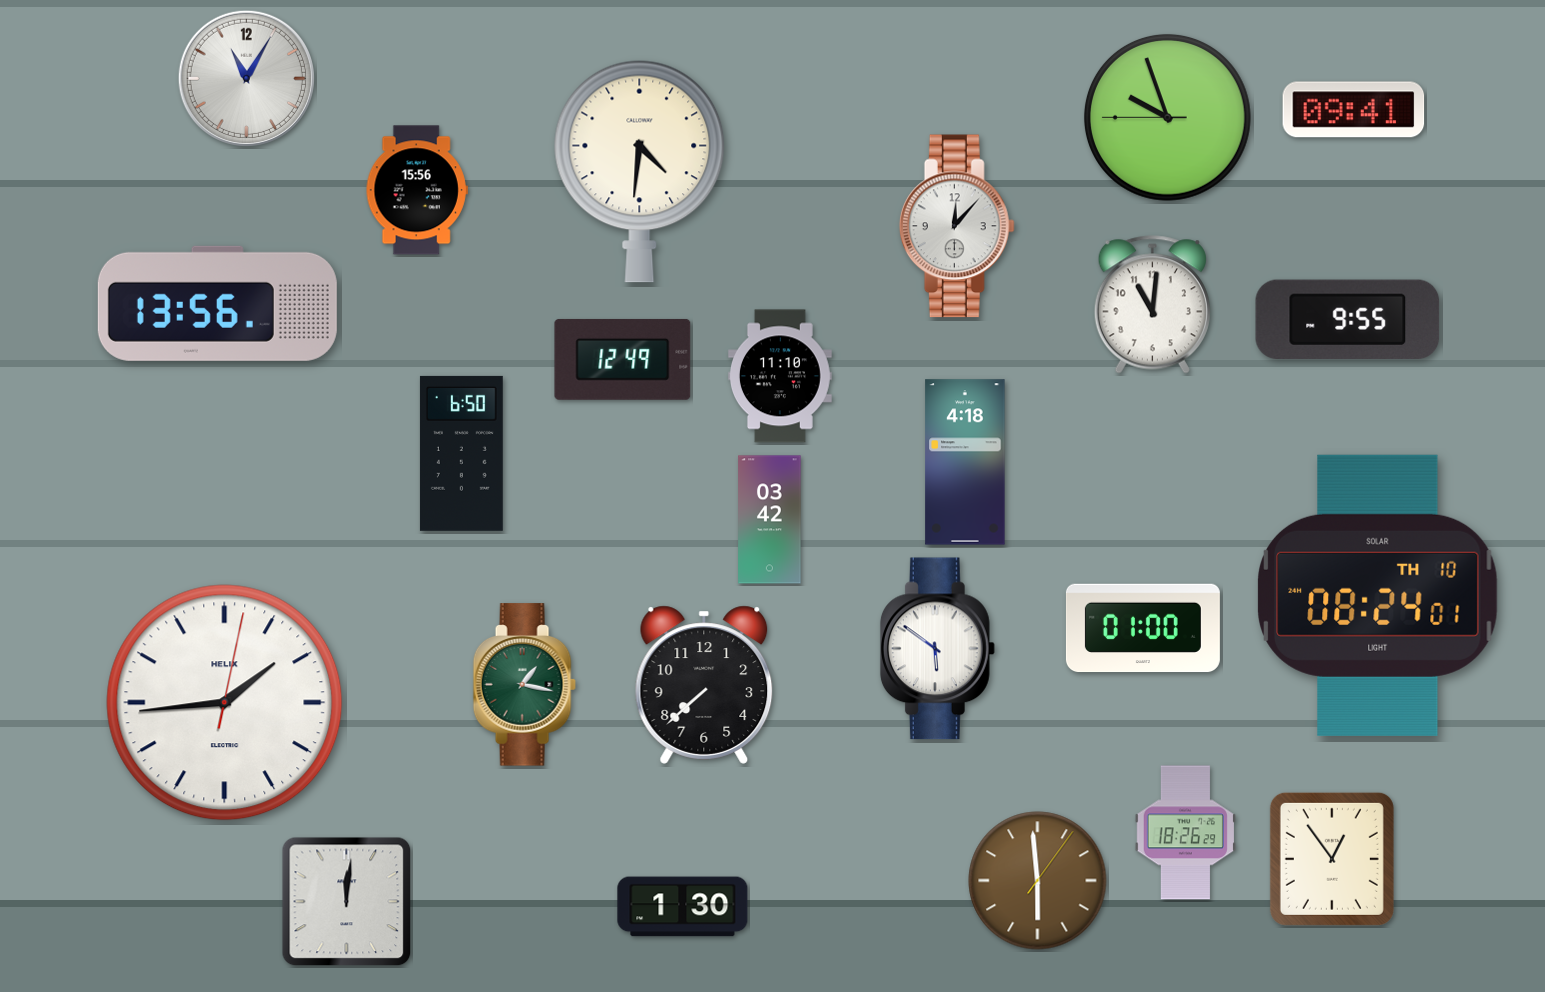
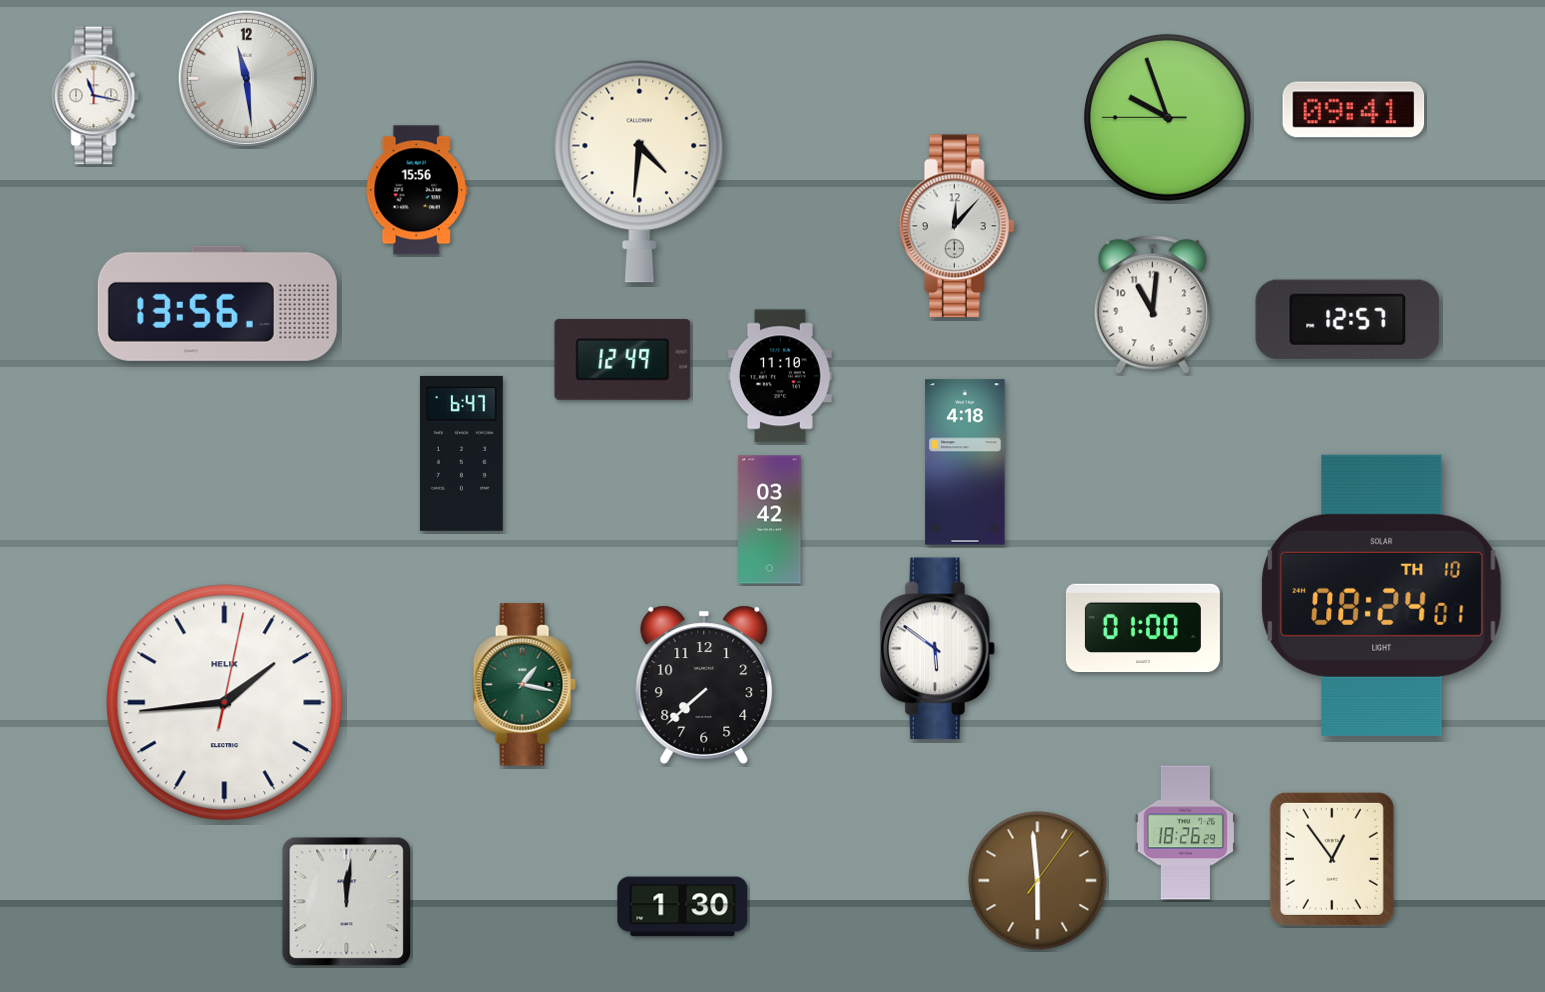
clock at (246, 78): 11:05 -> 11:29
clock at (96, 96): none -> 11:17
clock at (1348, 319): 9:55 -> 12:57
clock at (461, 453): 6:50 -> 6:47
clock at (1378, 595) position: (1378, 595) -> (1382, 595)
